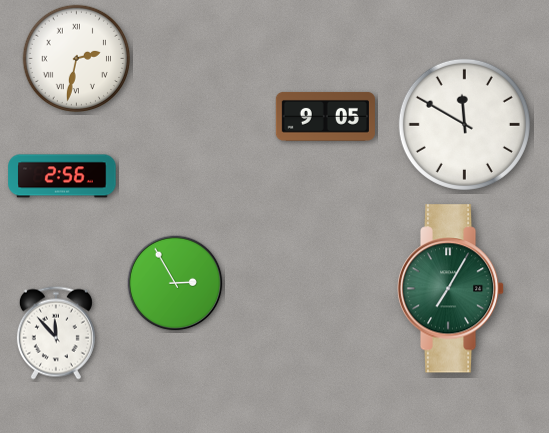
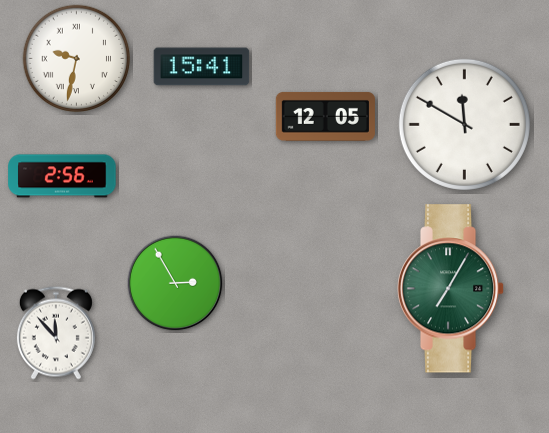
clock at (77, 59): 2:32 -> 9:32
clock at (202, 67): none -> 15:41
clock at (325, 116): 9:05 -> 12:05
